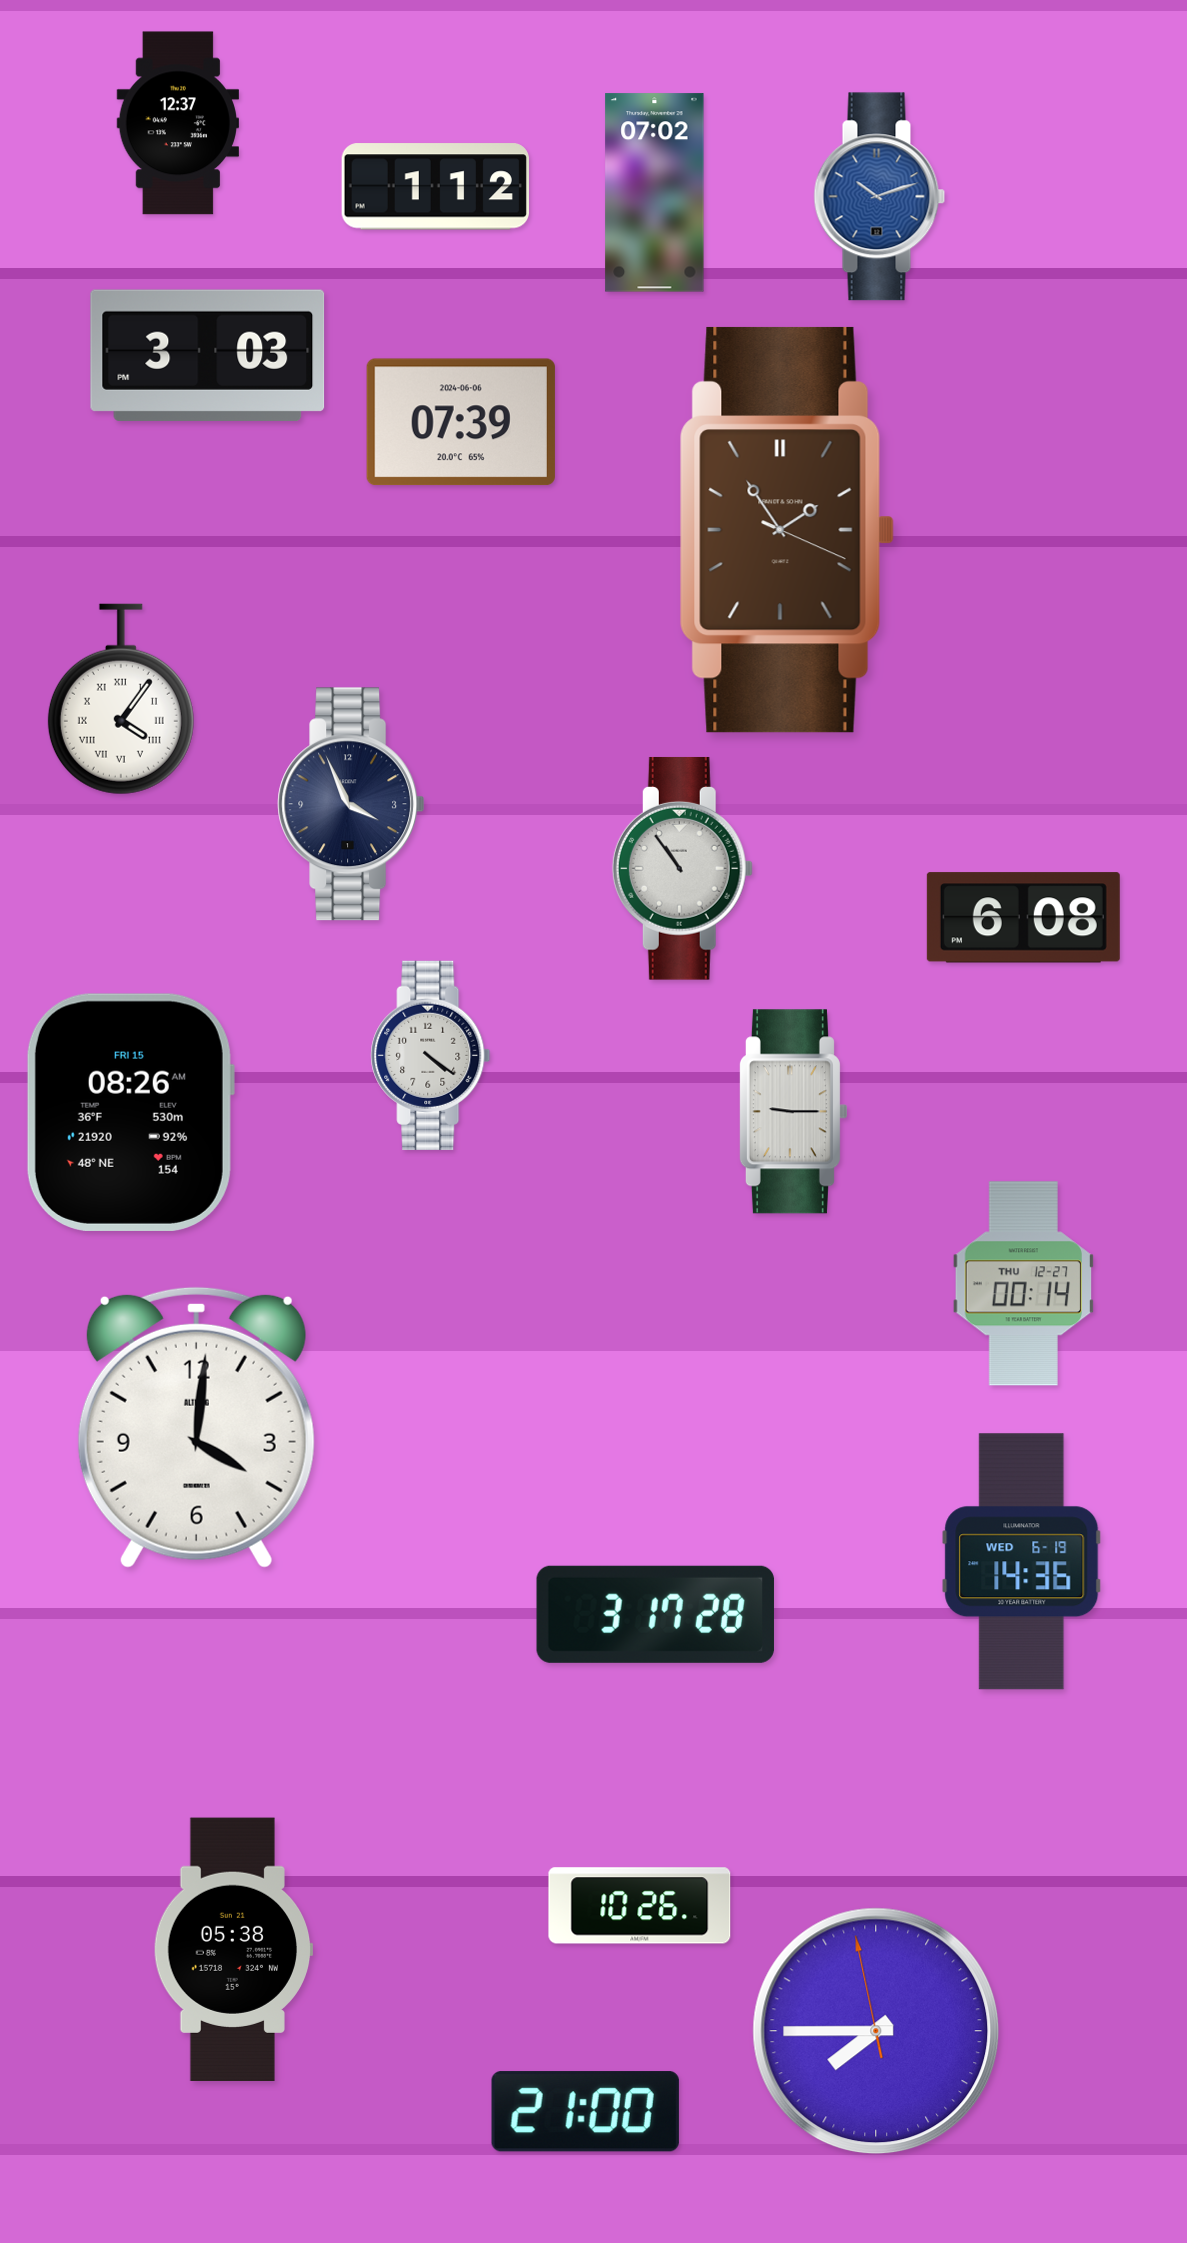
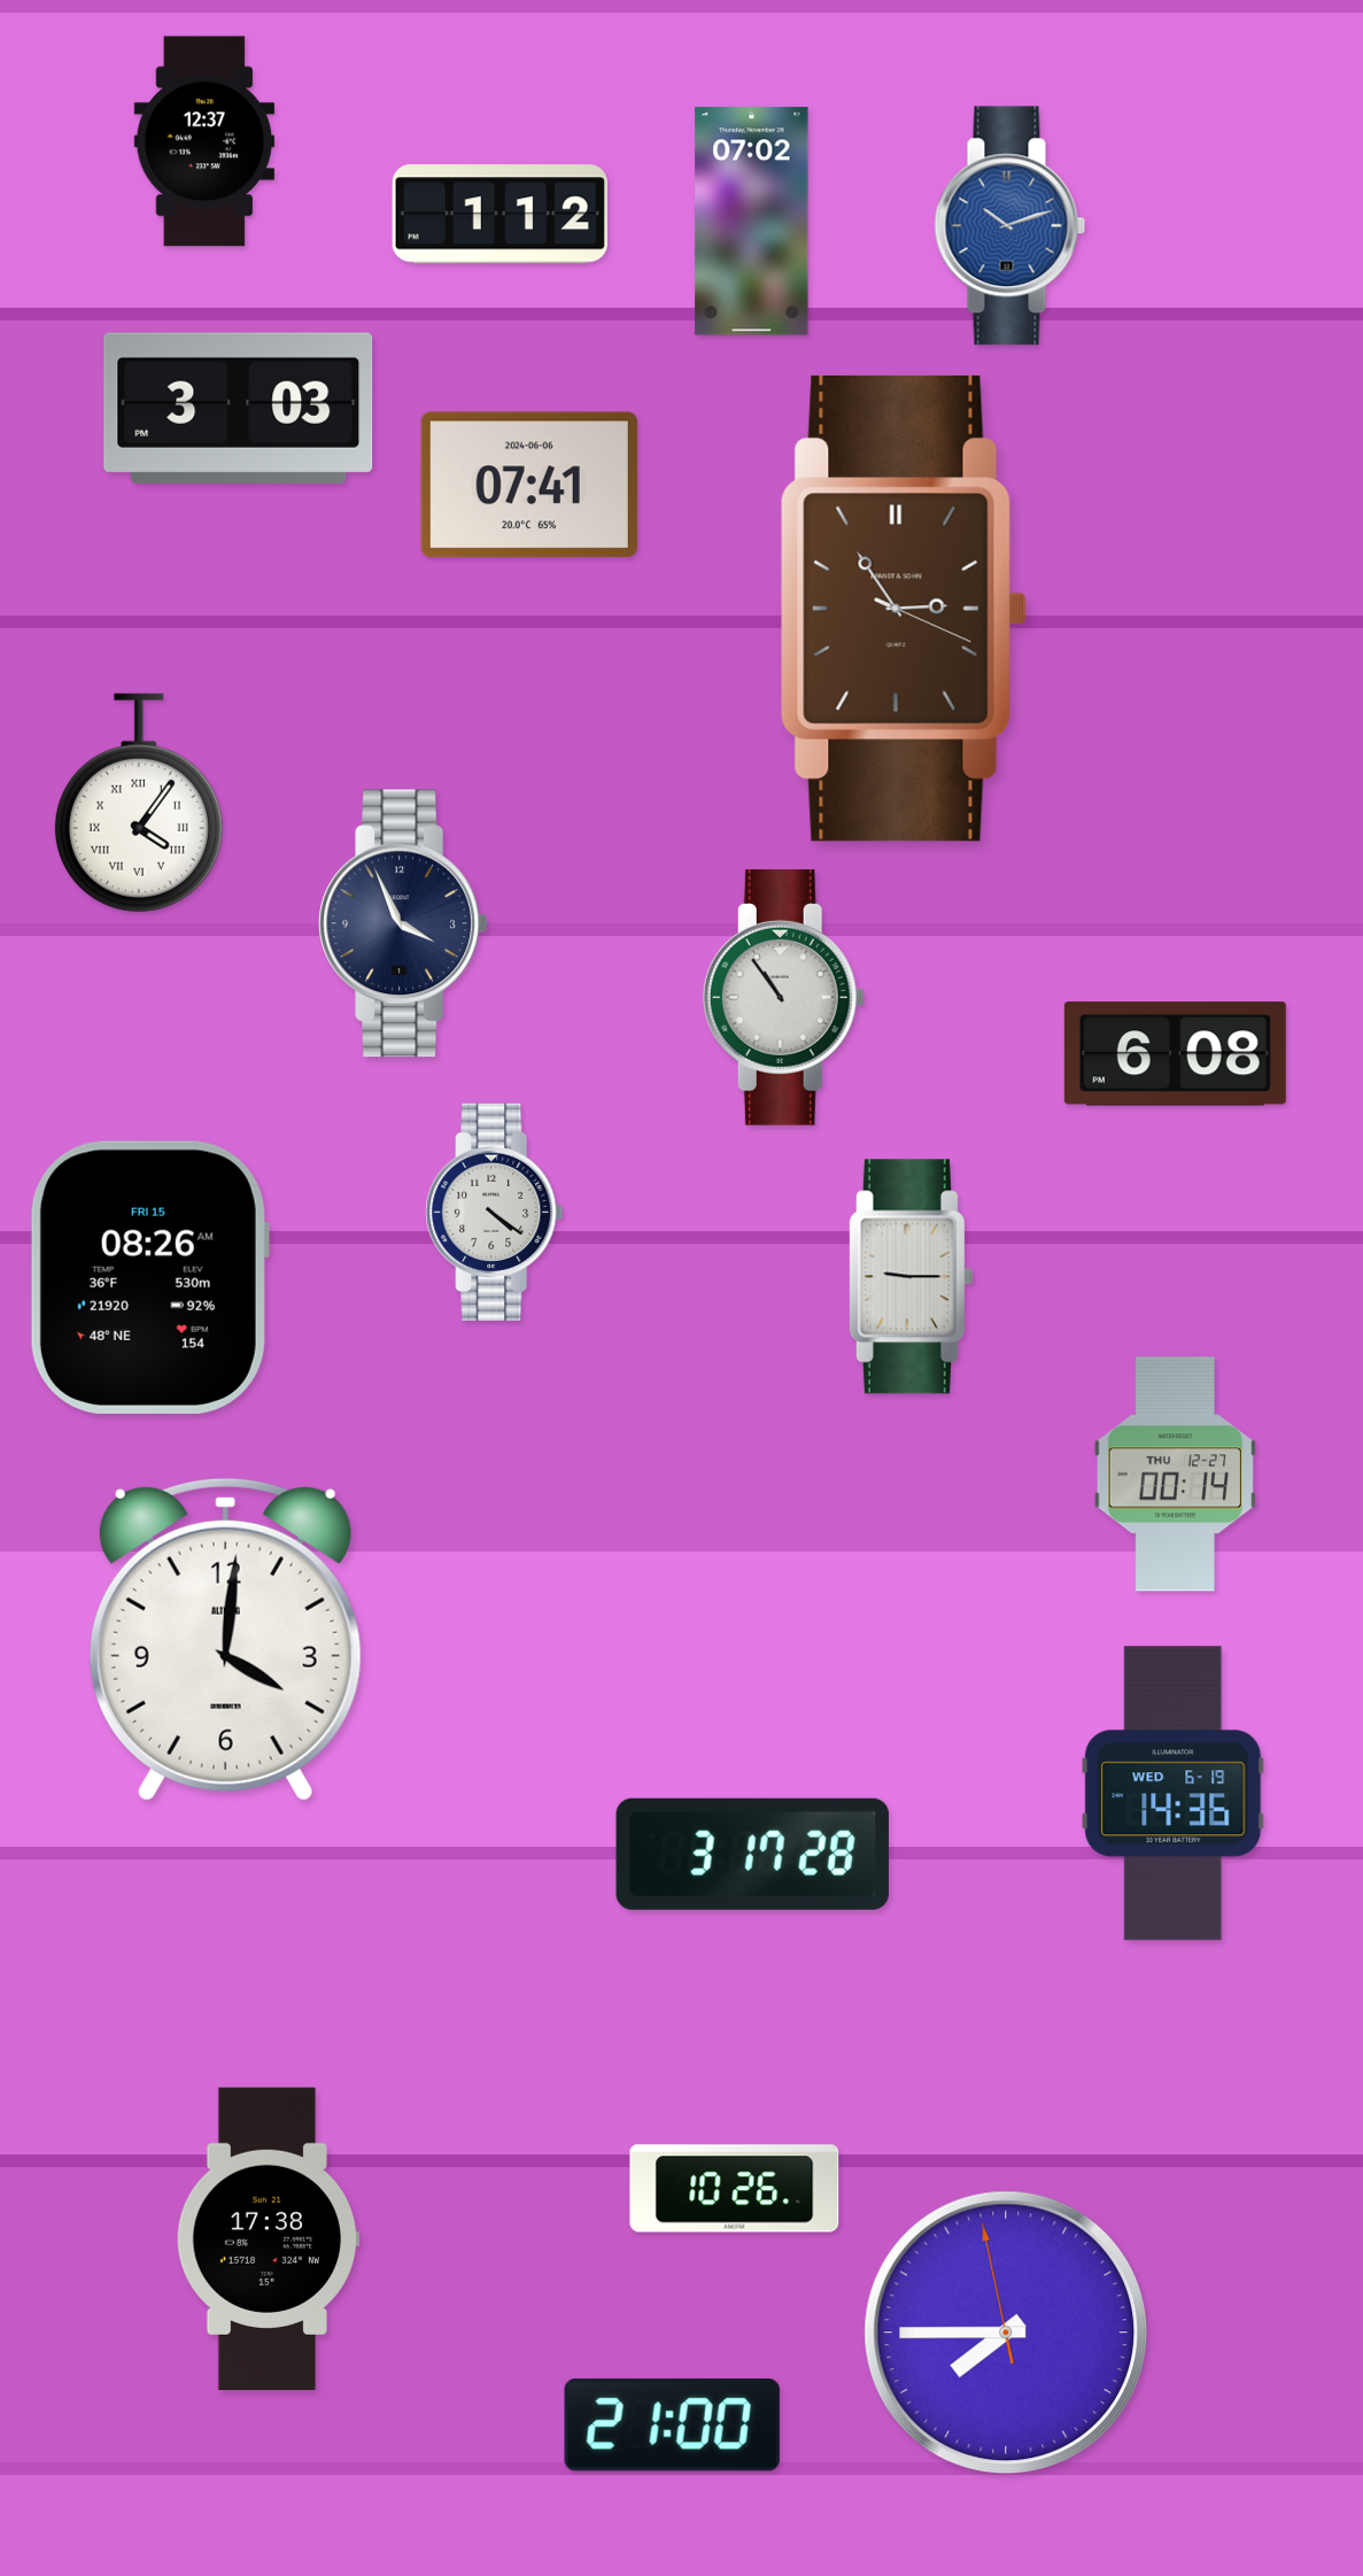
clock at (461, 422): 07:39 -> 07:41
clock at (787, 530): 1:54 -> 2:54
clock at (233, 1949): 05:38 -> 17:38
